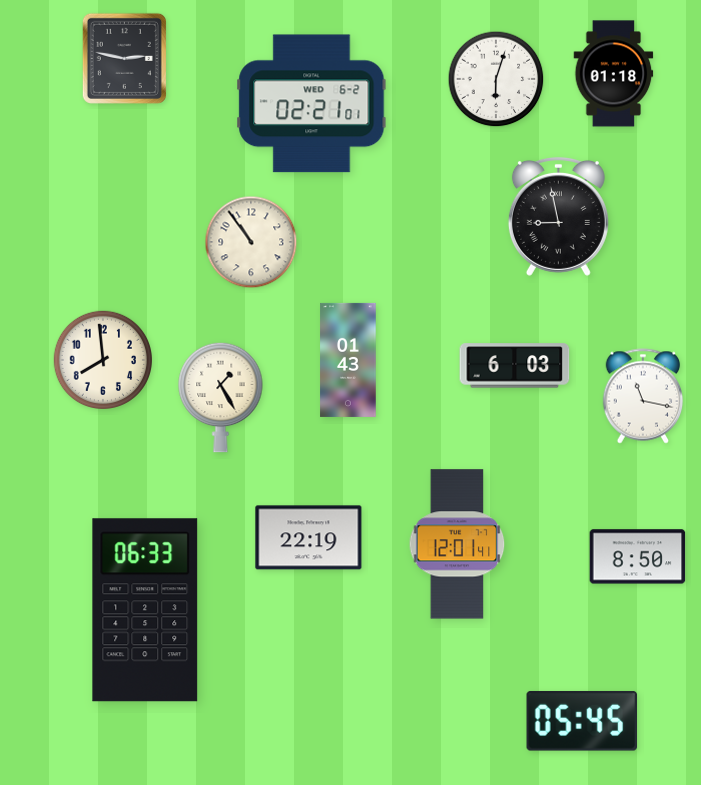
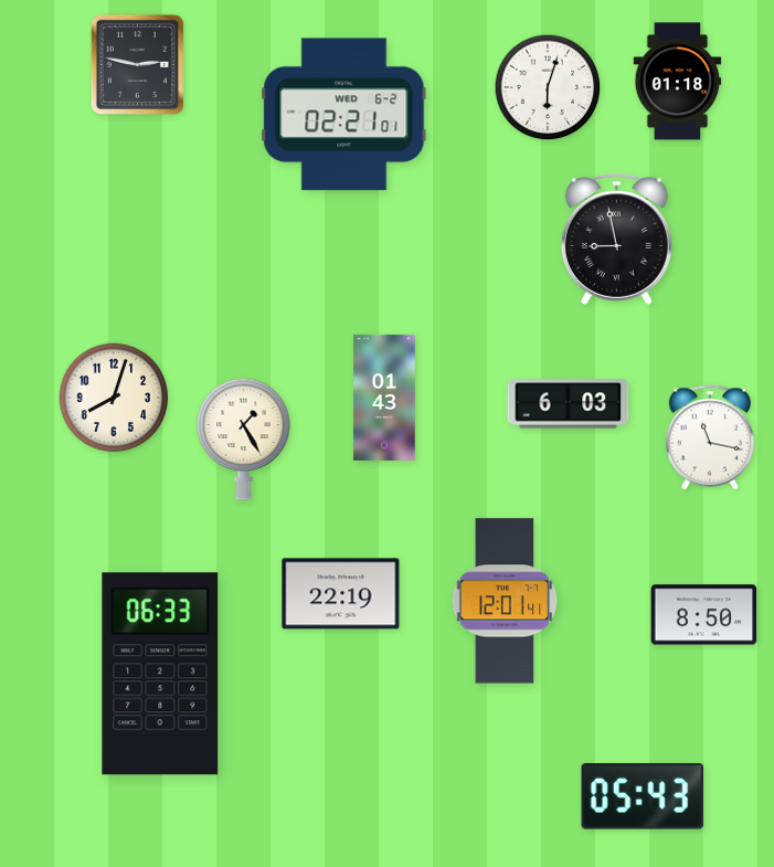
clock at (251, 242): 10:54 -> none
clock at (102, 359): 7:59 -> 8:03
clock at (582, 721): 05:45 -> 05:43
